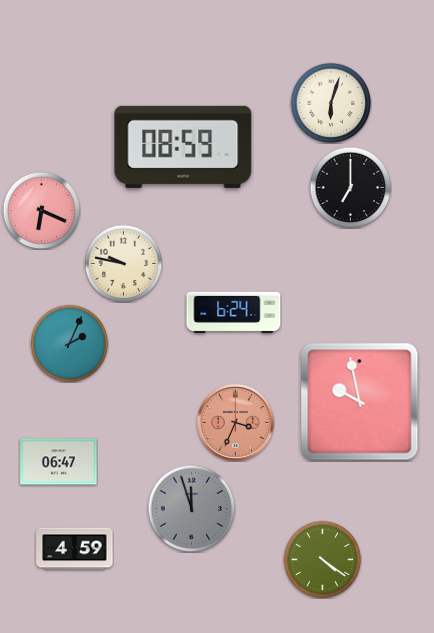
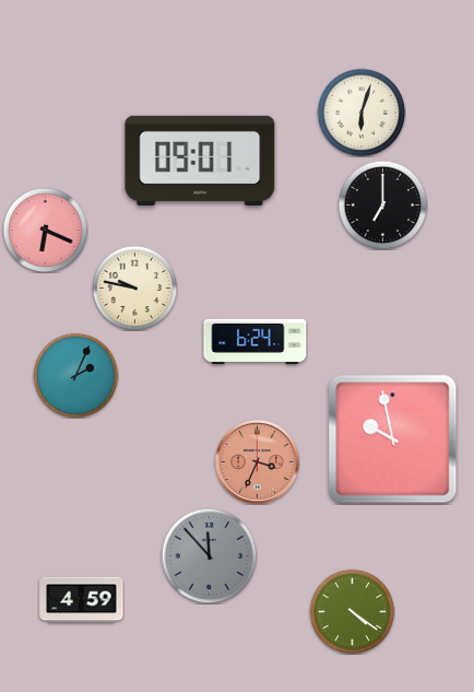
clock at (183, 147): 08:59 -> 09:01
clock at (59, 462): 06:47 -> none
clock at (191, 508): 11:57 -> 11:53
